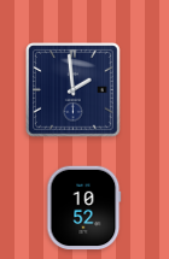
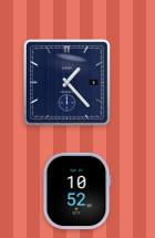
clock at (74, 90): 1:59 -> 1:23
